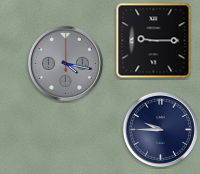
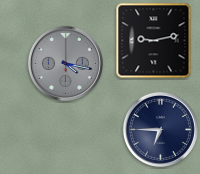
clock at (154, 41): 9:15 -> 9:13
clock at (160, 129): 9:45 -> 6:45
